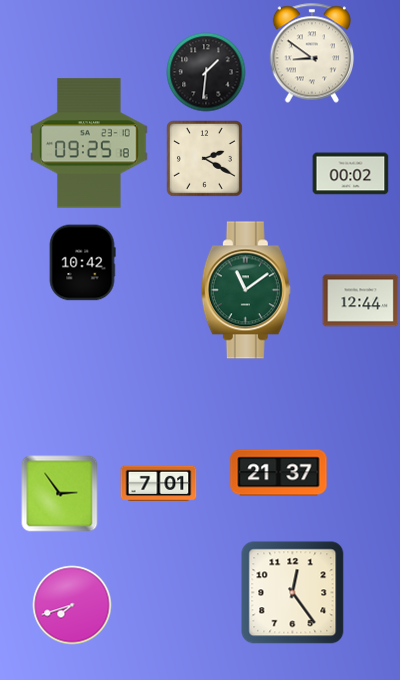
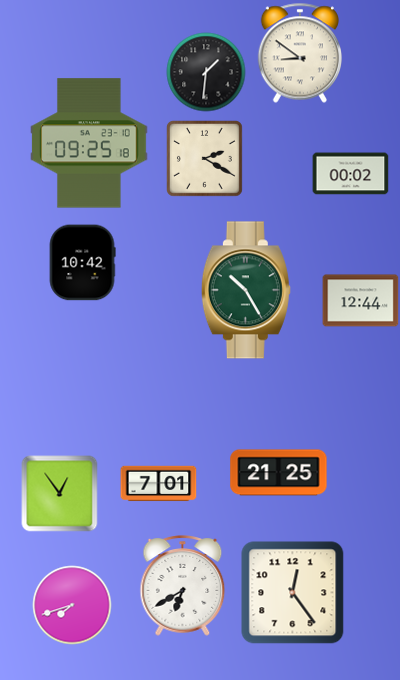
clock at (311, 53) position: (311, 53) -> (299, 53)
clock at (246, 290): 11:09 -> 10:25
clock at (279, 473): 21:37 -> 21:25
clock at (60, 494): 2:54 -> 12:54
clock at (183, 586): none -> 6:40
